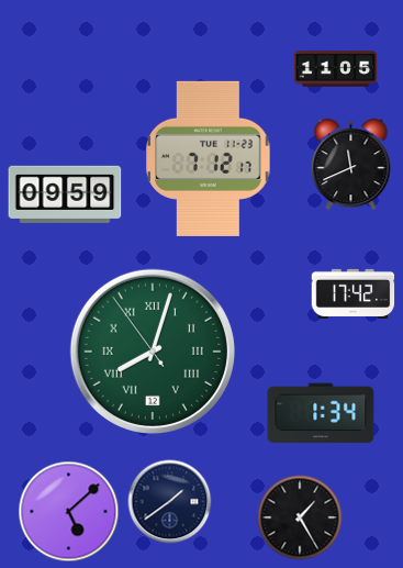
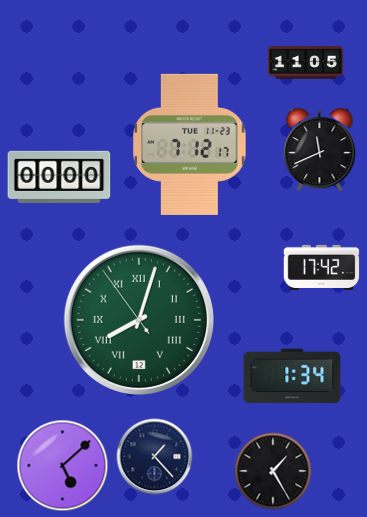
clock at (65, 194): 09:59 -> 00:00
clock at (170, 502): 1:39 -> 1:23
